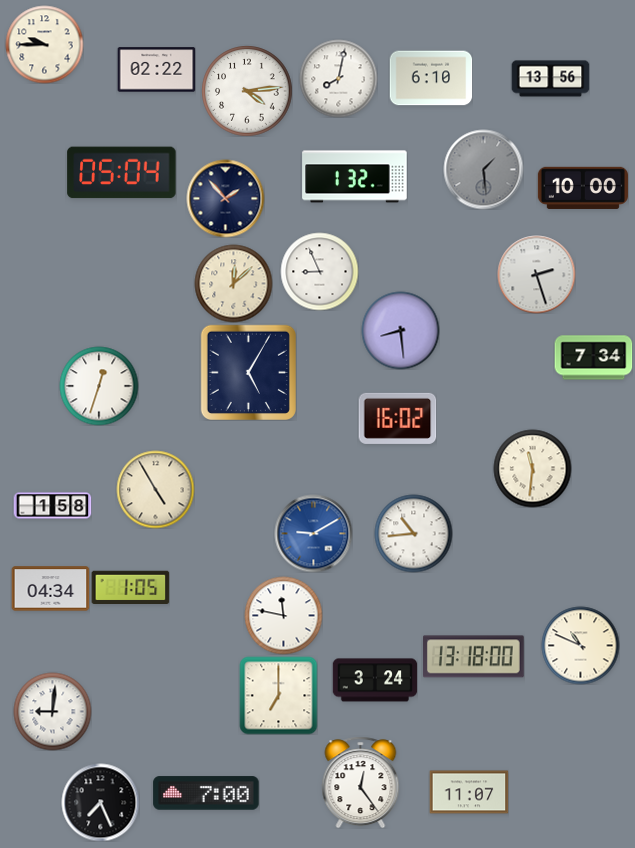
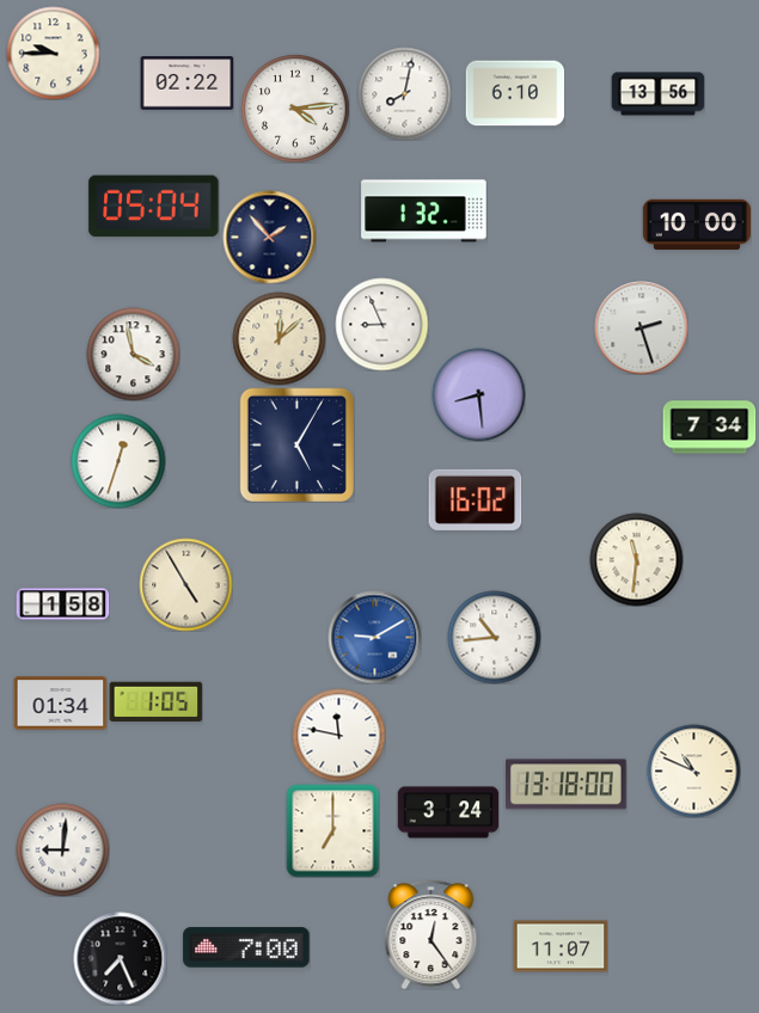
clock at (483, 169): 1:29 -> none
clock at (122, 173) position: (122, 173) -> (154, 207)
clock at (133, 354): none -> 3:58
clock at (50, 589): 04:34 -> 01:34
